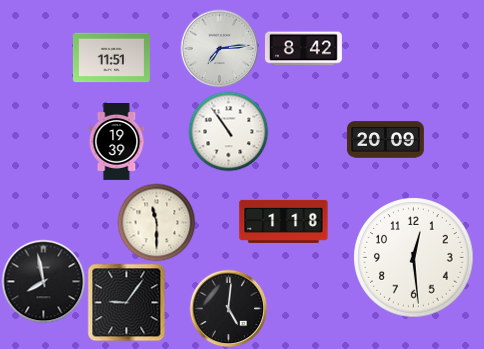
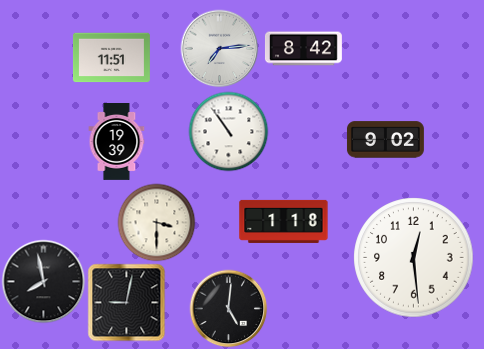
clock at (385, 140): 20:09 -> 9:02
clock at (156, 222): 11:30 -> 3:30
clock at (126, 302): 9:06 -> 9:02
